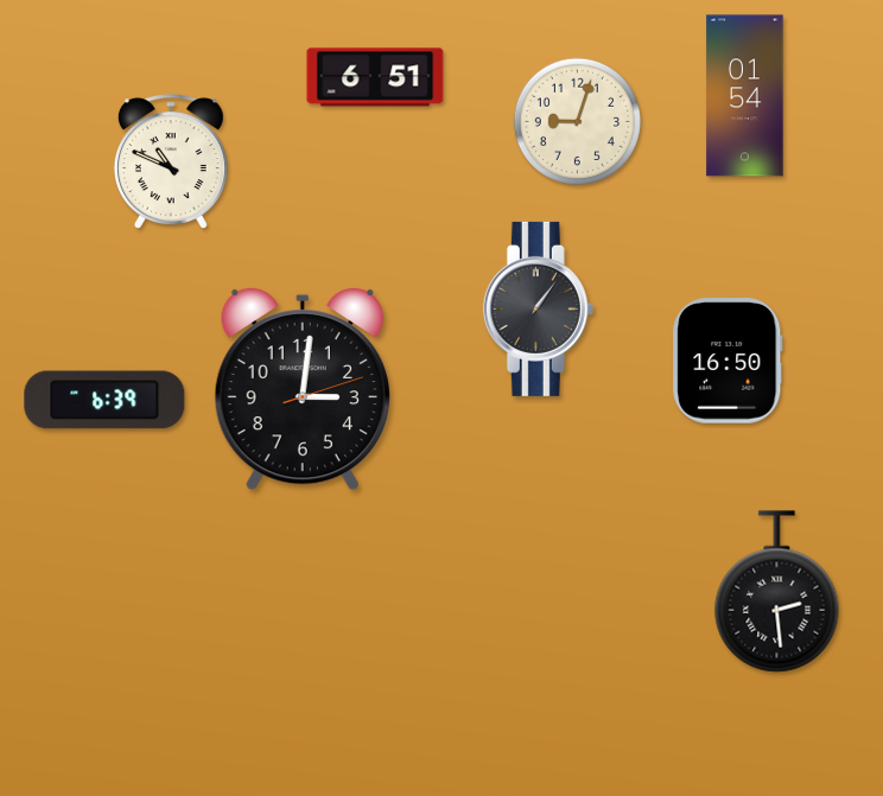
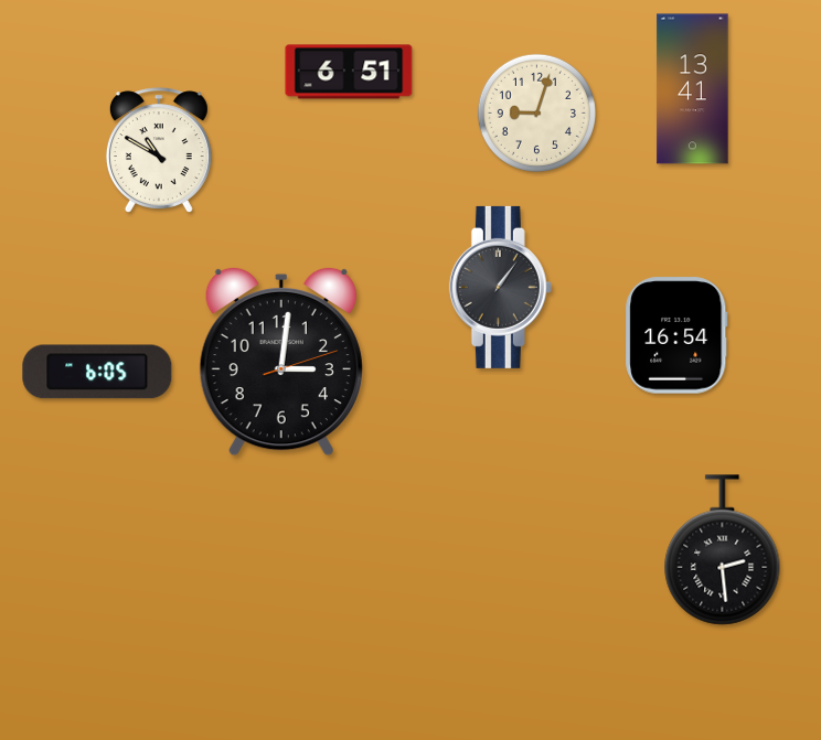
clock at (745, 96): 01:54 -> 13:41
clock at (171, 161): 10:49 -> 10:50
clock at (728, 361): 16:50 -> 16:54
clock at (104, 400): 6:39 -> 6:05
